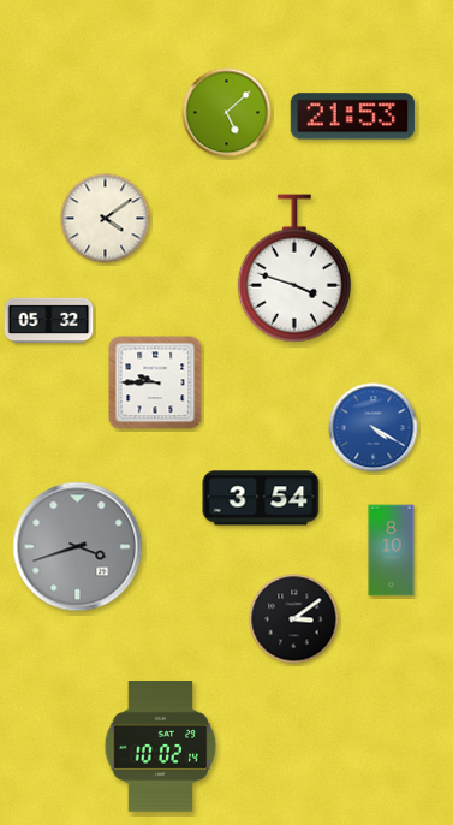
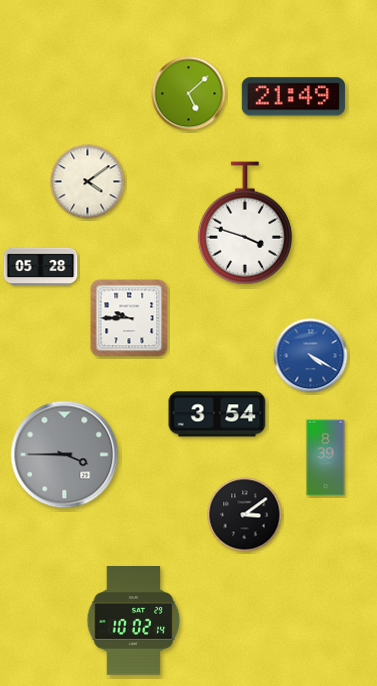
clock at (352, 117): 21:53 -> 21:49
clock at (49, 321): 05:32 -> 05:28
clock at (78, 547): 3:42 -> 3:45
clock at (392, 551): 8:10 -> 8:39
